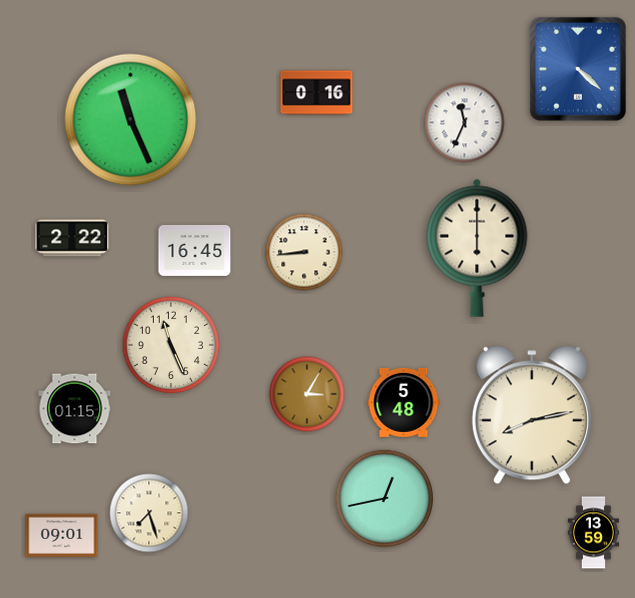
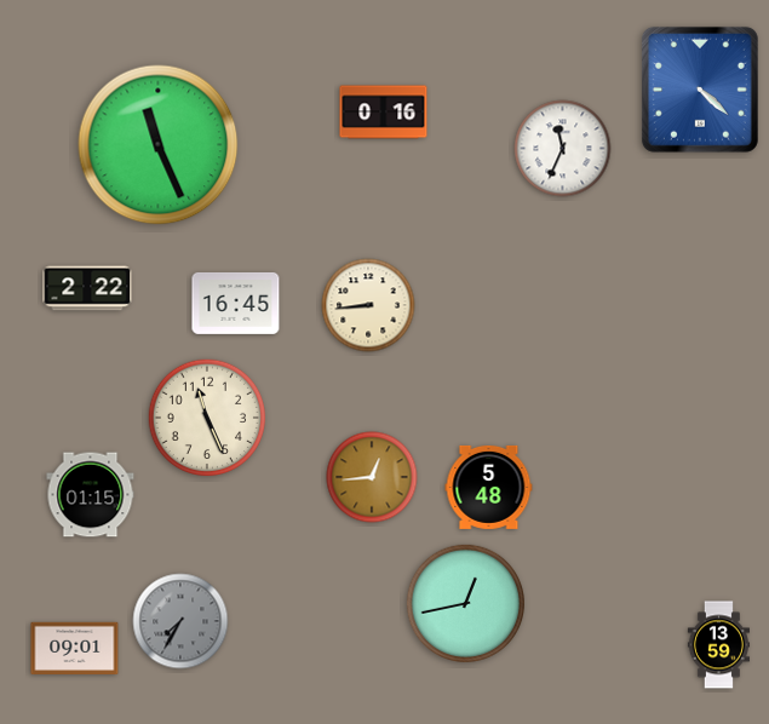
clock at (578, 69) position: (578, 69) -> (700, 90)
clock at (477, 248): 6:00 -> none
clock at (307, 394): 3:05 -> 12:44
clock at (532, 415): 8:13 -> none
clock at (149, 513): 7:27 -> 7:35
clock at (149, 513) dial: cream -> grey
